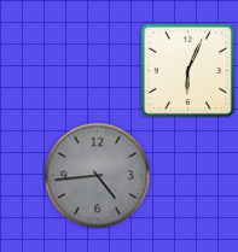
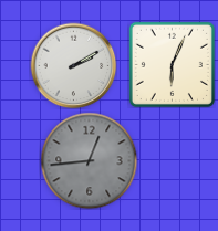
clock at (73, 65): none -> 2:10
clock at (97, 175): 4:44 -> 12:44
